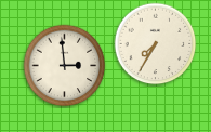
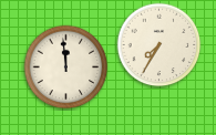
clock at (65, 66): 2:59 -> 11:59
